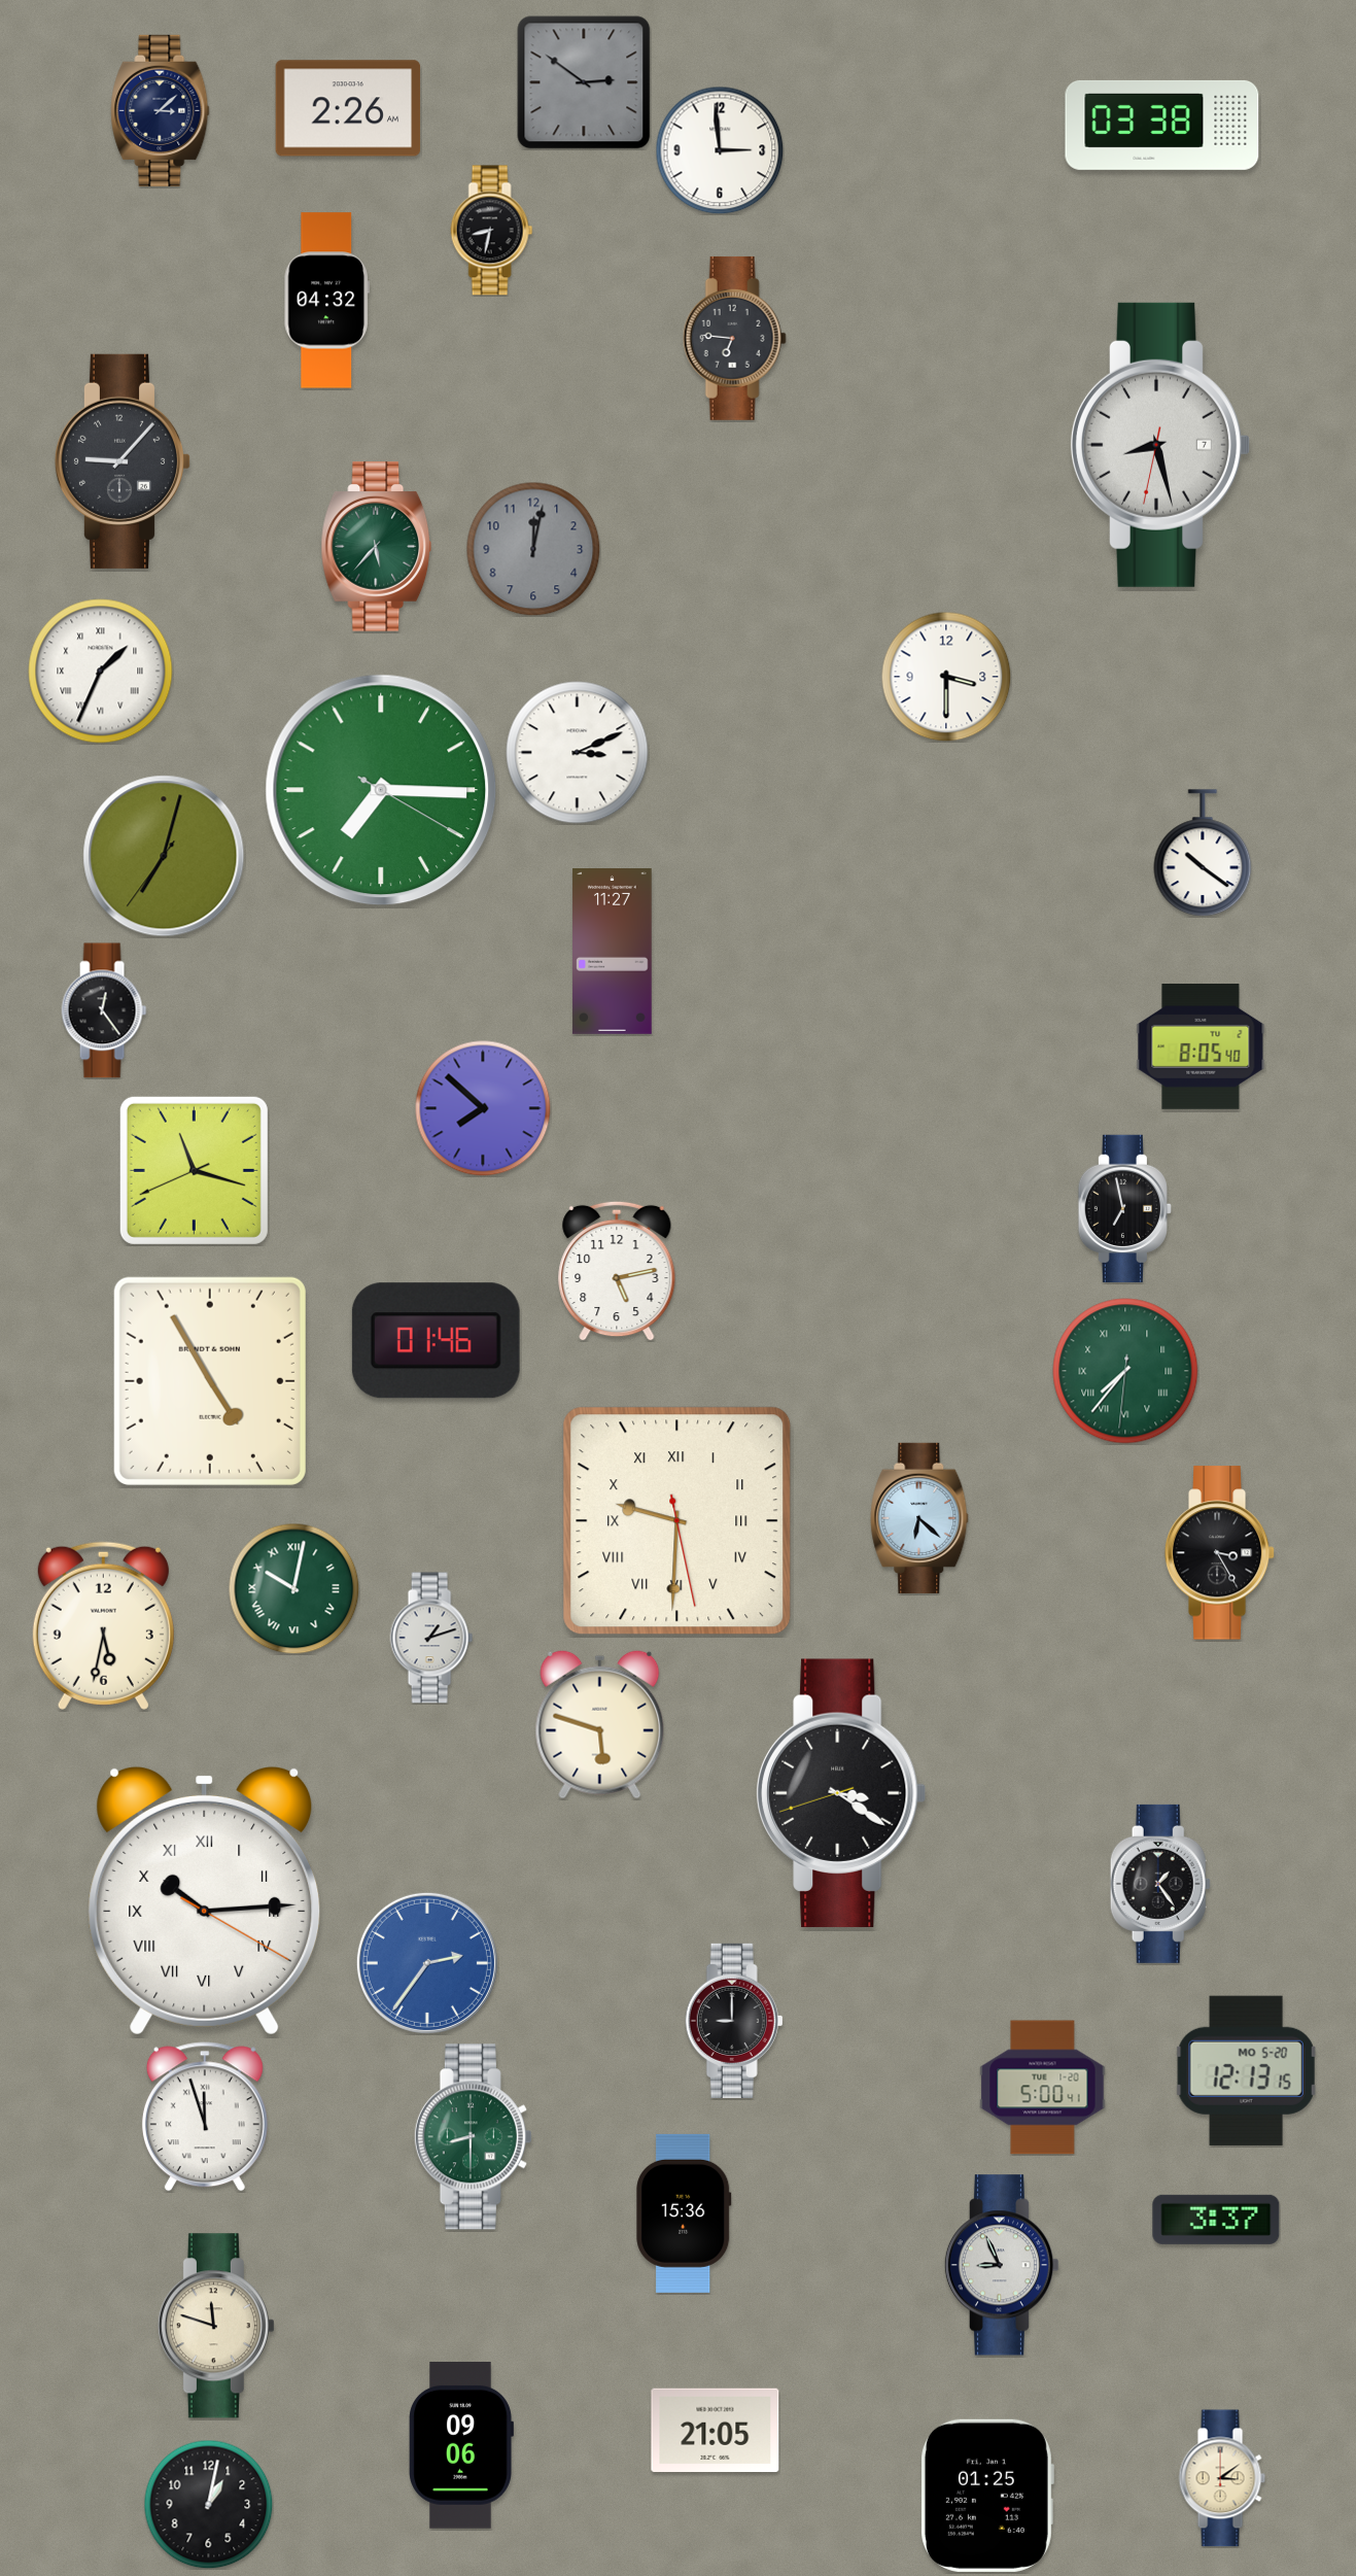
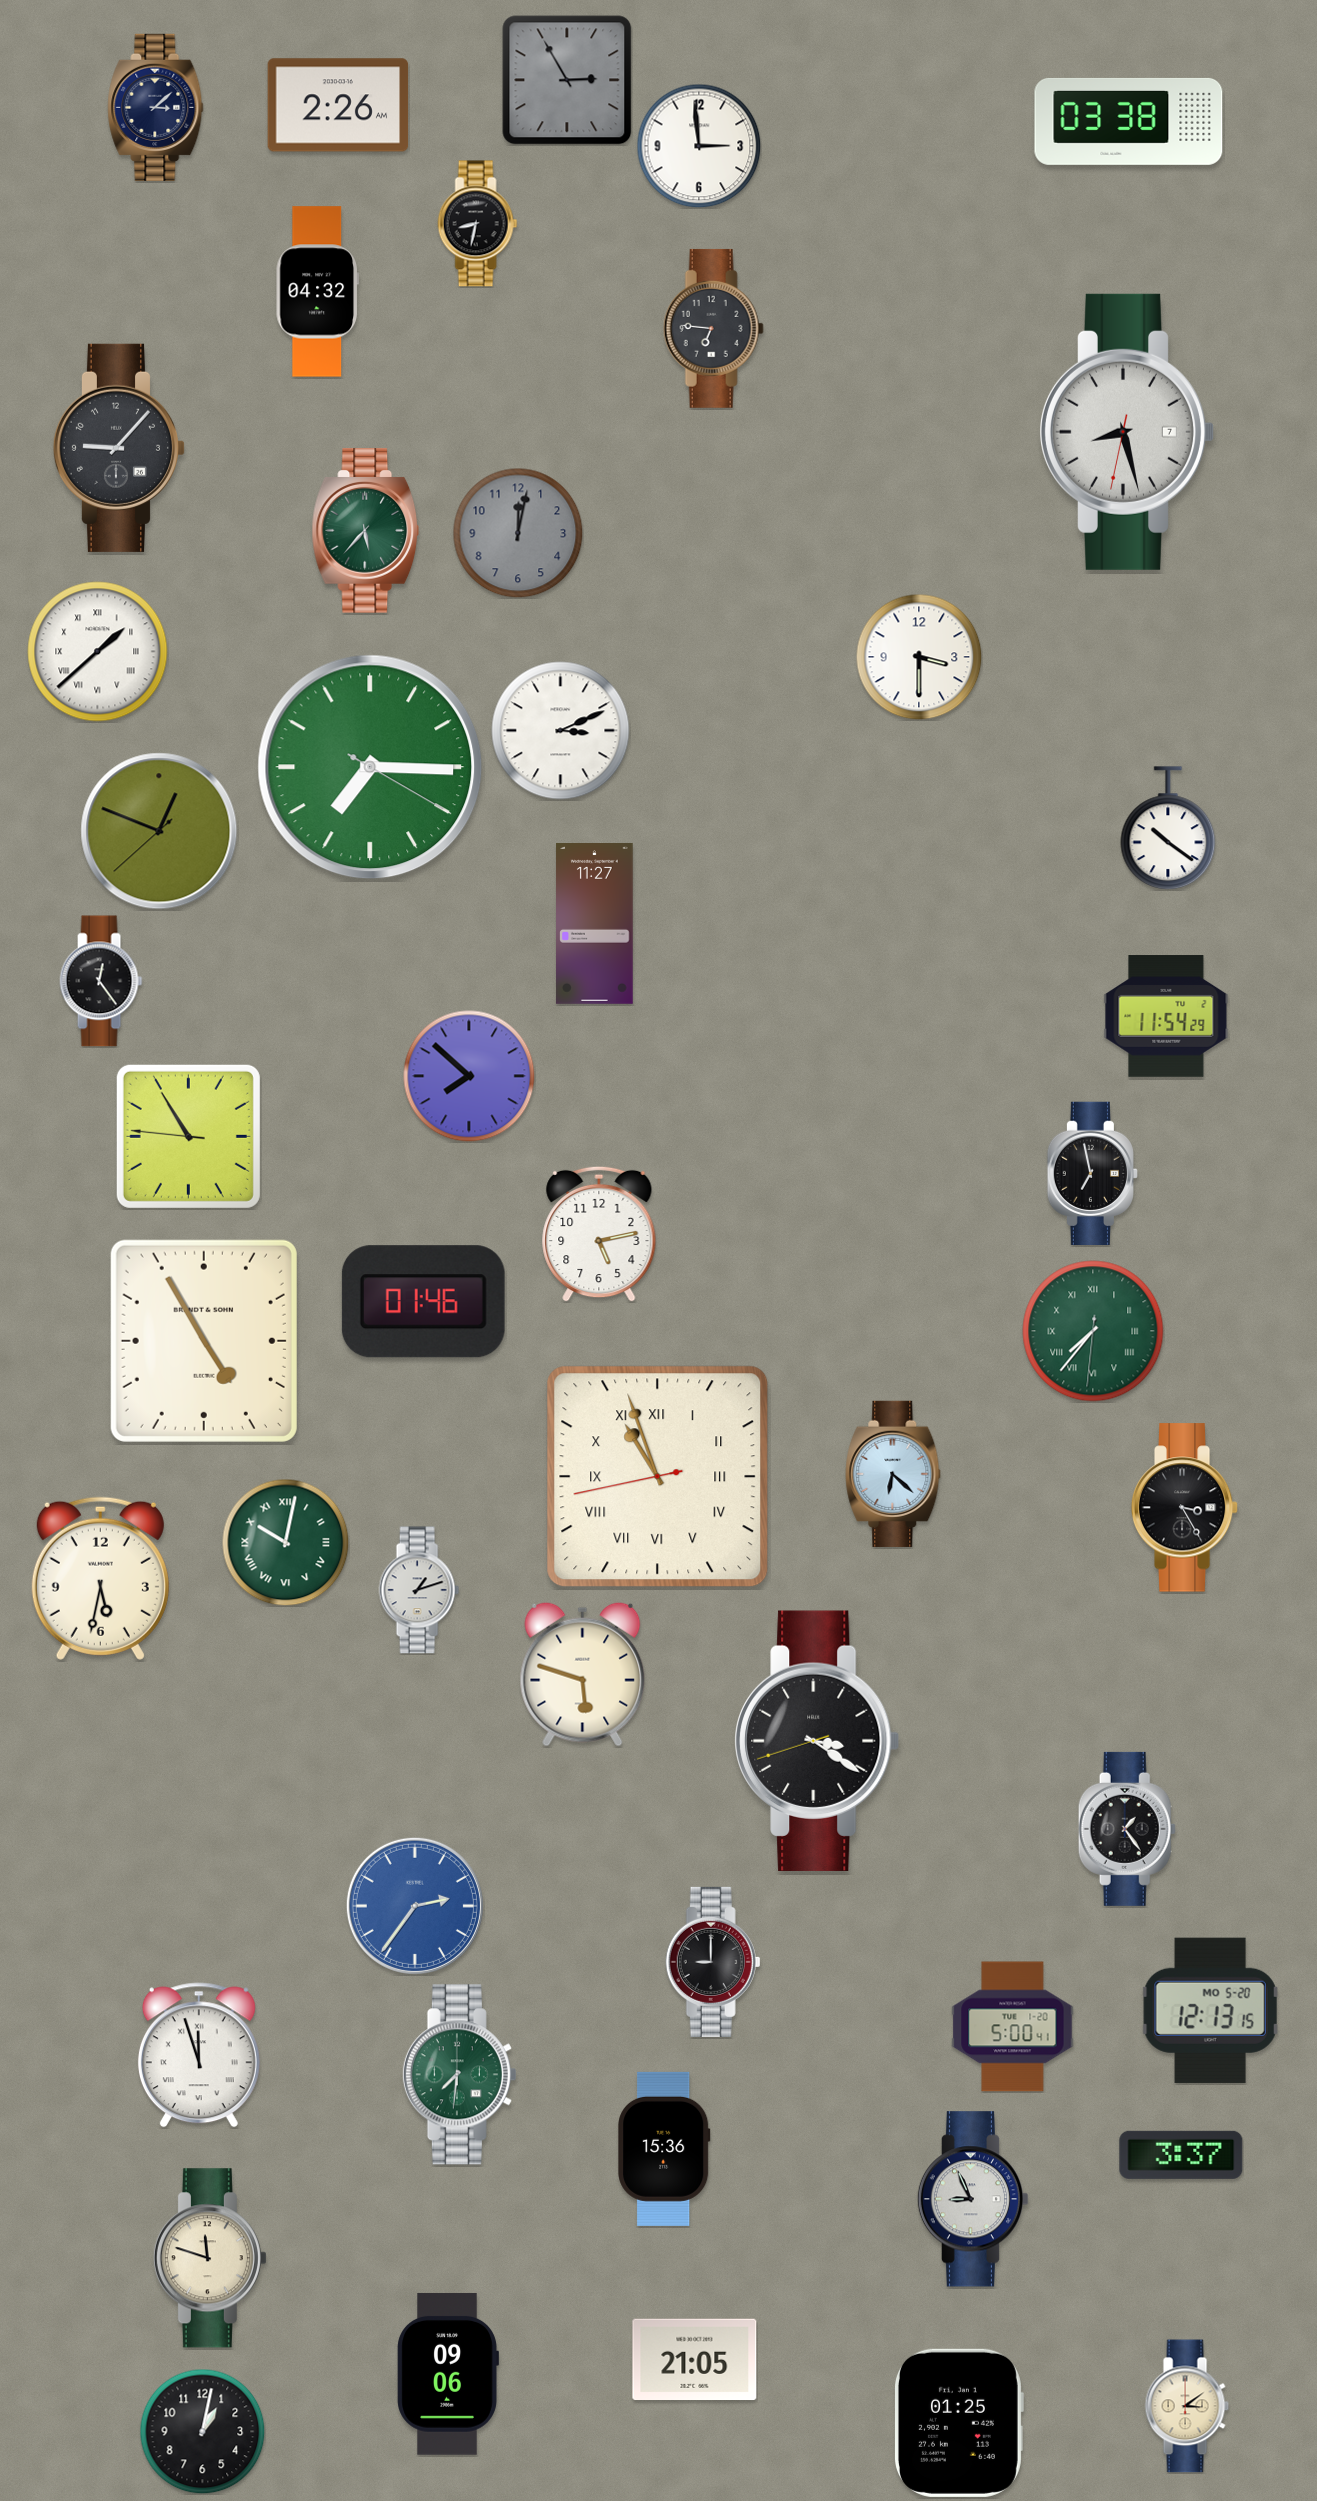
clock at (584, 82): 2:51 -> 2:55
clock at (101, 672): 1:34 -> 1:38
clock at (164, 856): 7:02 -> 12:48
clock at (1201, 1046): 8:05 -> 11:54
clock at (194, 1170): 11:17 -> 10:54
clock at (677, 1521): 9:30 -> 10:56
clock at (205, 1900): 10:14 -> none
clock at (473, 2137): 8:30 -> 7:31
